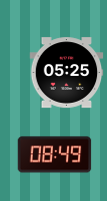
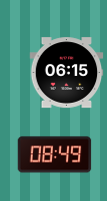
clock at (67, 73): 05:25 -> 06:15
